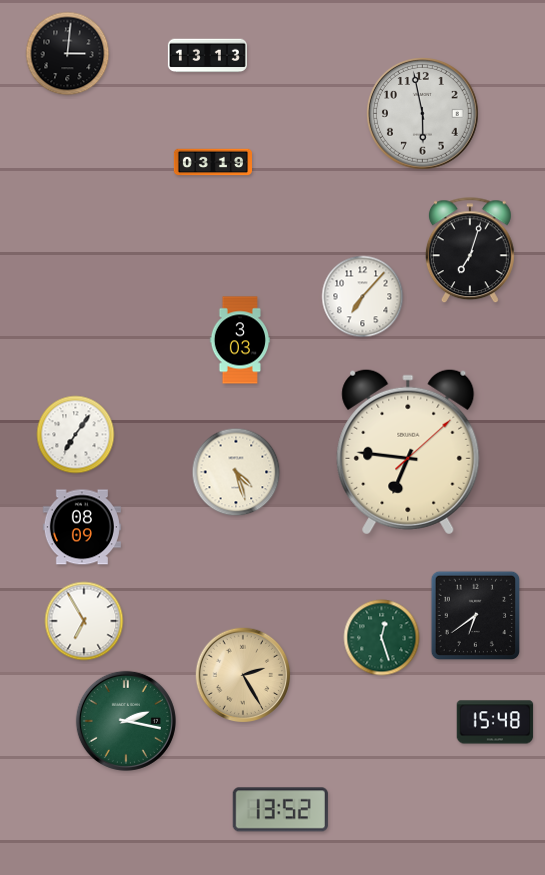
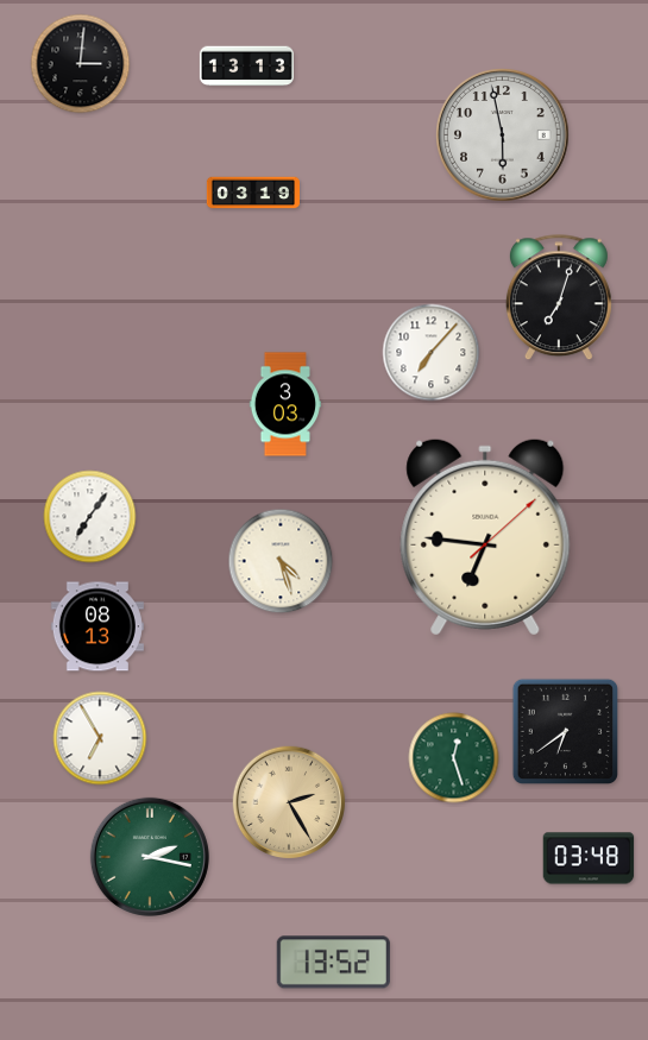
clock at (82, 527): 08:09 -> 08:13
clock at (495, 722): 15:48 -> 03:48
